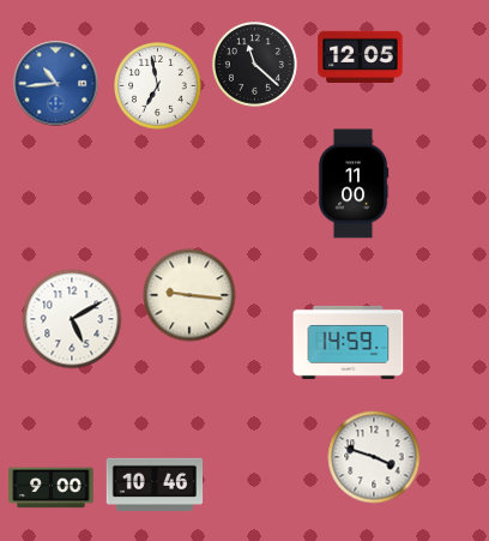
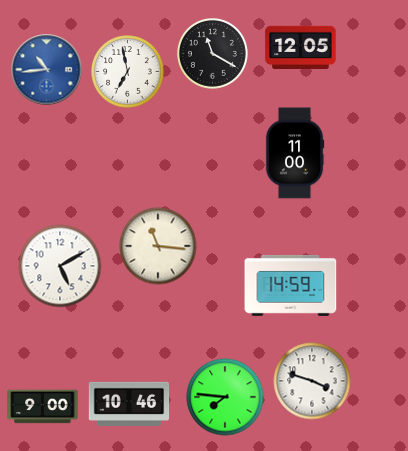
clock at (254, 64): 11:22 -> 11:20
clock at (158, 86) position: (158, 86) -> (128, 72)
clock at (189, 295): 9:16 -> 11:16
clock at (225, 397): none -> 7:46
